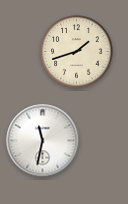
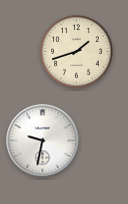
clock at (43, 141): 11:32 -> 9:32
